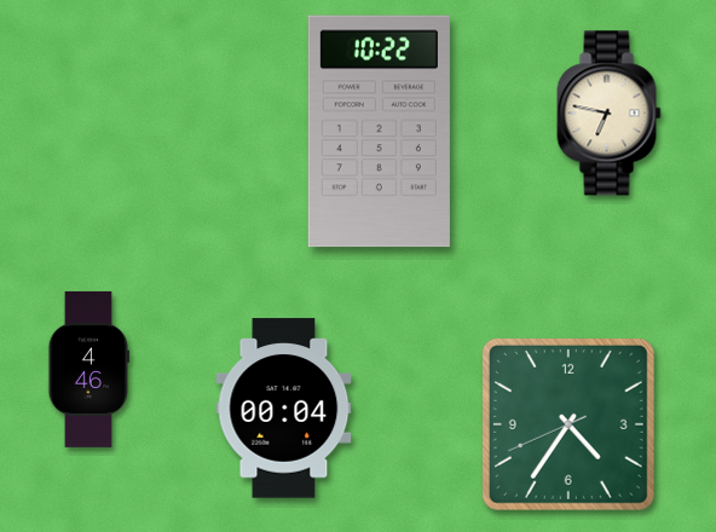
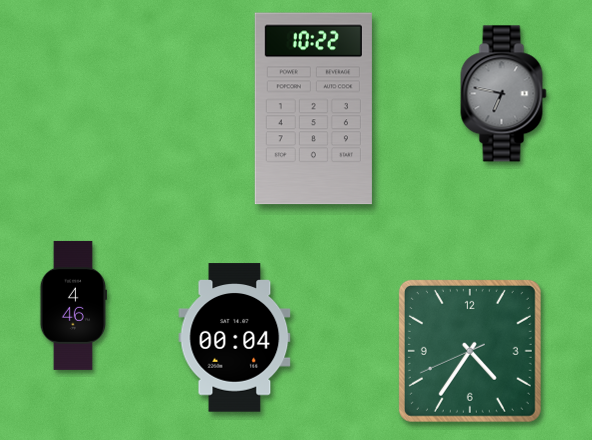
clock at (610, 114) dial: cream -> grey
